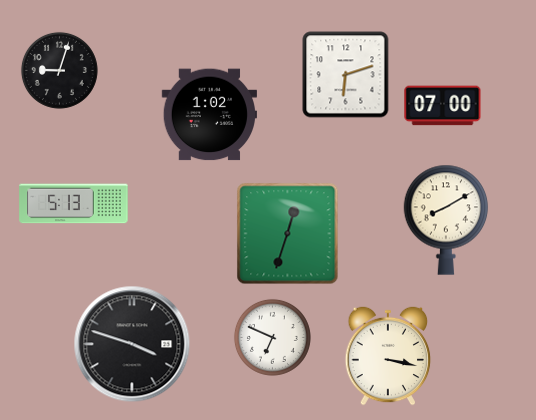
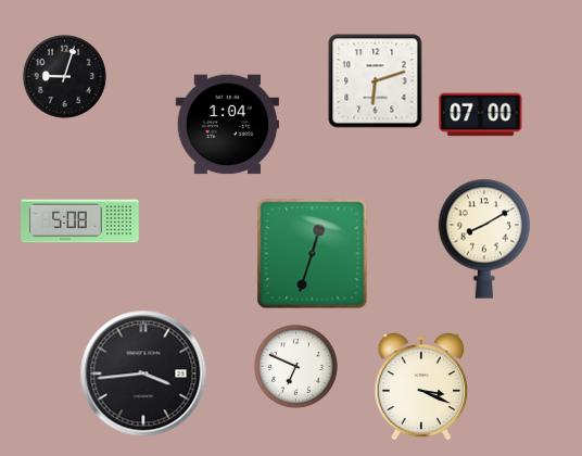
clock at (210, 115): 1:02 -> 1:04
clock at (74, 204): 5:13 -> 5:08
clock at (132, 344): 3:48 -> 3:44
clock at (388, 356): 3:17 -> 3:19
